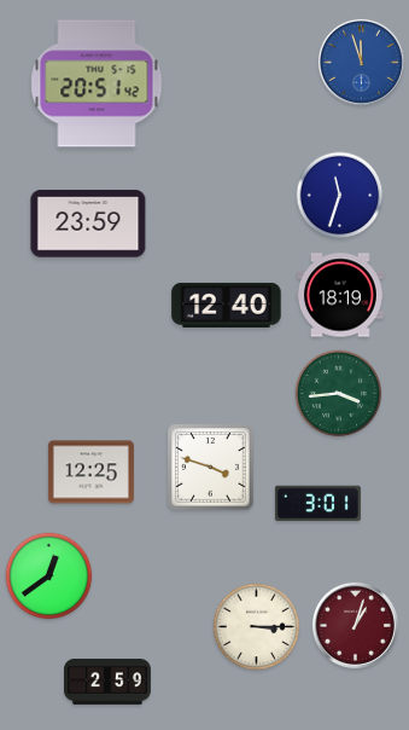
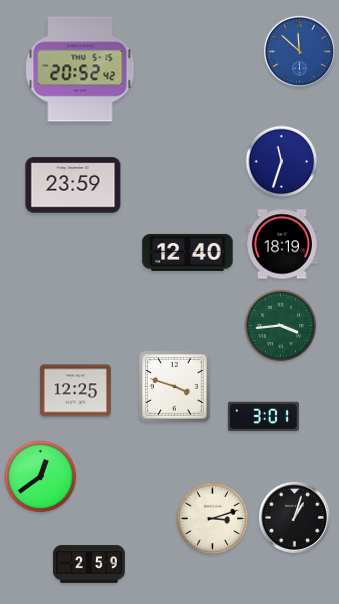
clock at (361, 62): 11:57 -> 11:52
clock at (97, 83): 20:51 -> 20:52
clock at (355, 625) dial: burgundy -> black
clock at (257, 627): 3:15 -> 3:12
